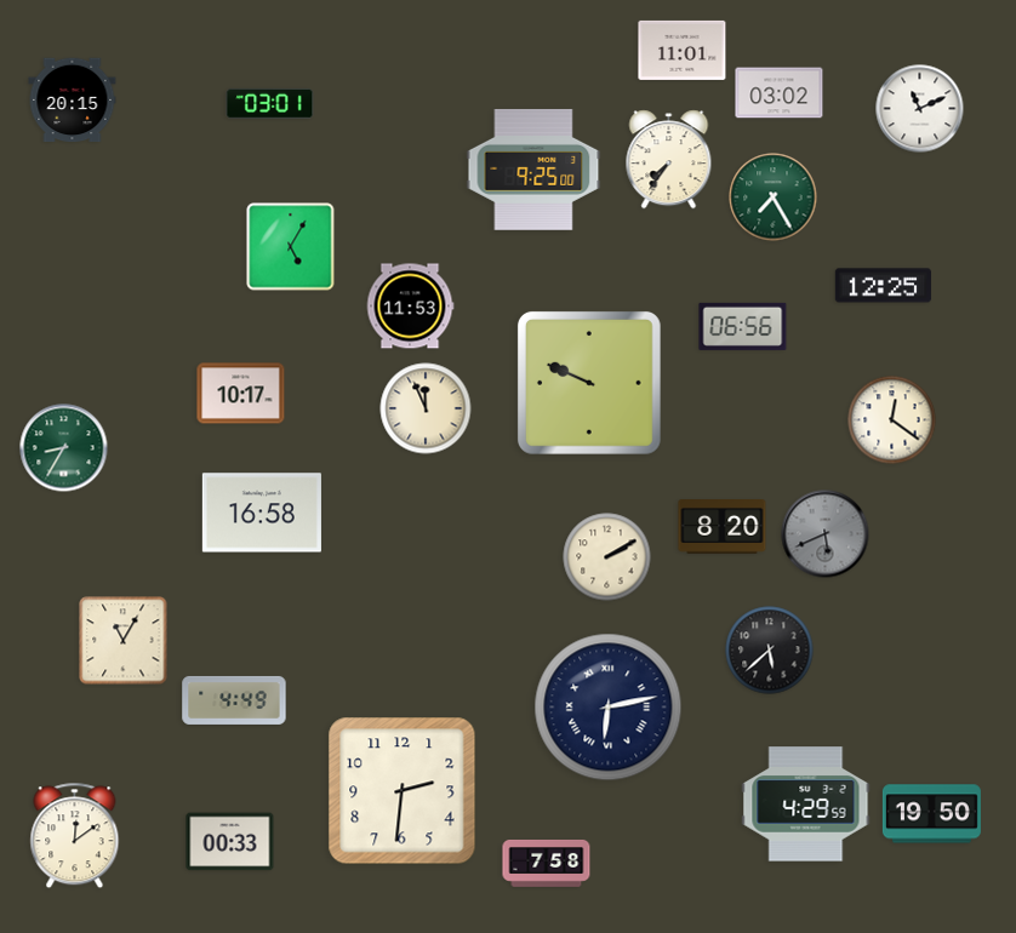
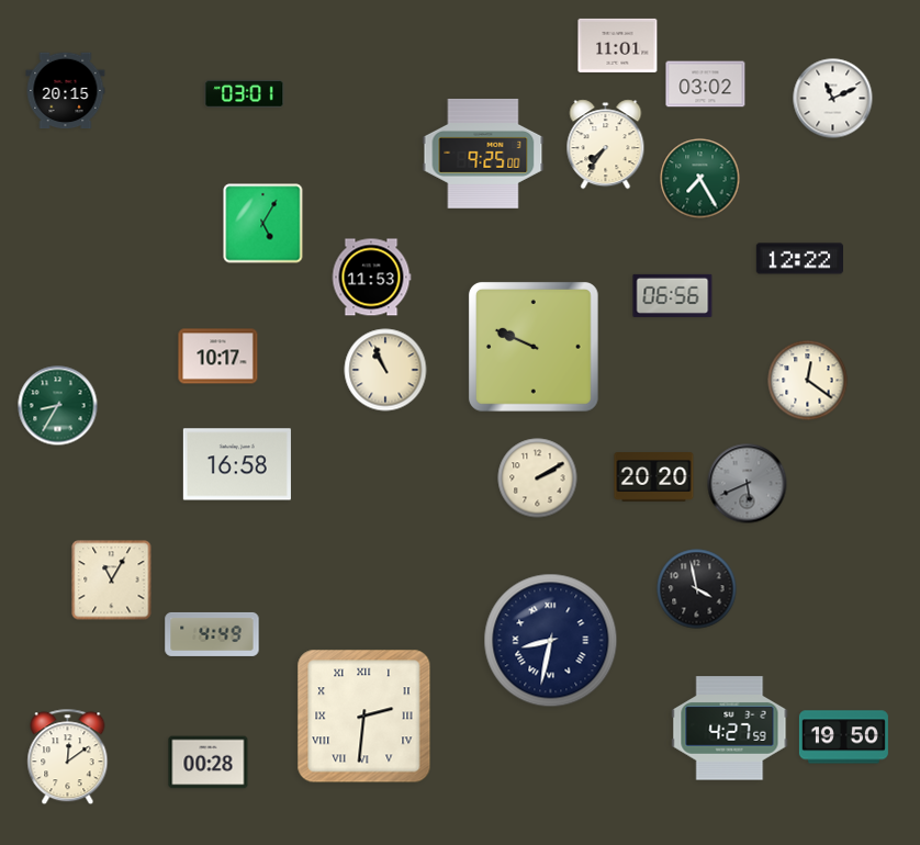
clock at (883, 286): 12:25 -> 12:22
clock at (426, 408): 11:56 -> 10:56
clock at (723, 527): 8:20 -> 20:20
clock at (607, 557) position: (607, 557) -> (538, 478)
clock at (770, 651): 5:38 -> 3:58
clock at (609, 708): 6:13 -> 8:32
clock at (403, 791) numerals: Arabic -> Roman
clock at (806, 805): 4:29 -> 4:27
clock at (230, 842): 00:33 -> 00:28
clock at (547, 863): 7:58 -> none
